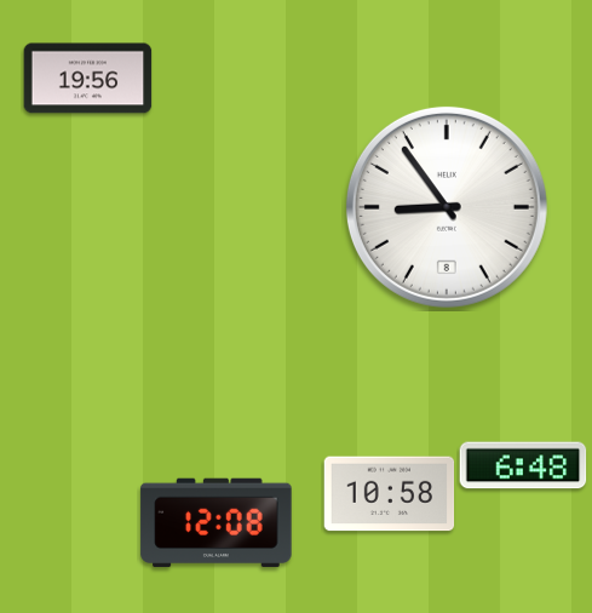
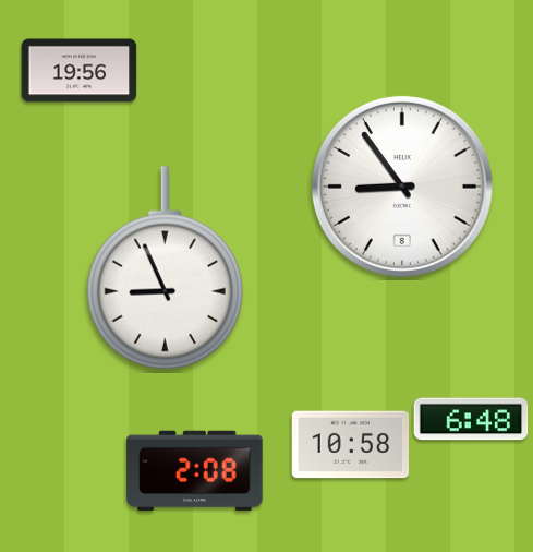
clock at (165, 268): none -> 8:56
clock at (217, 523): 12:08 -> 2:08
